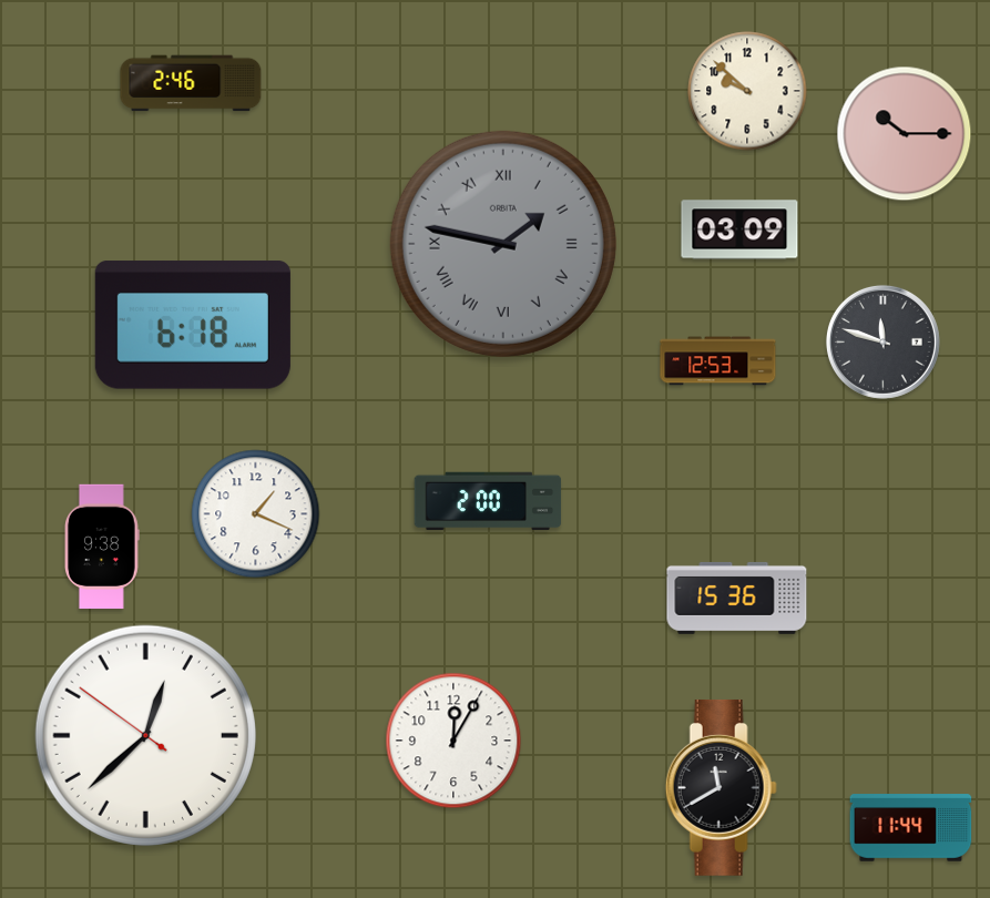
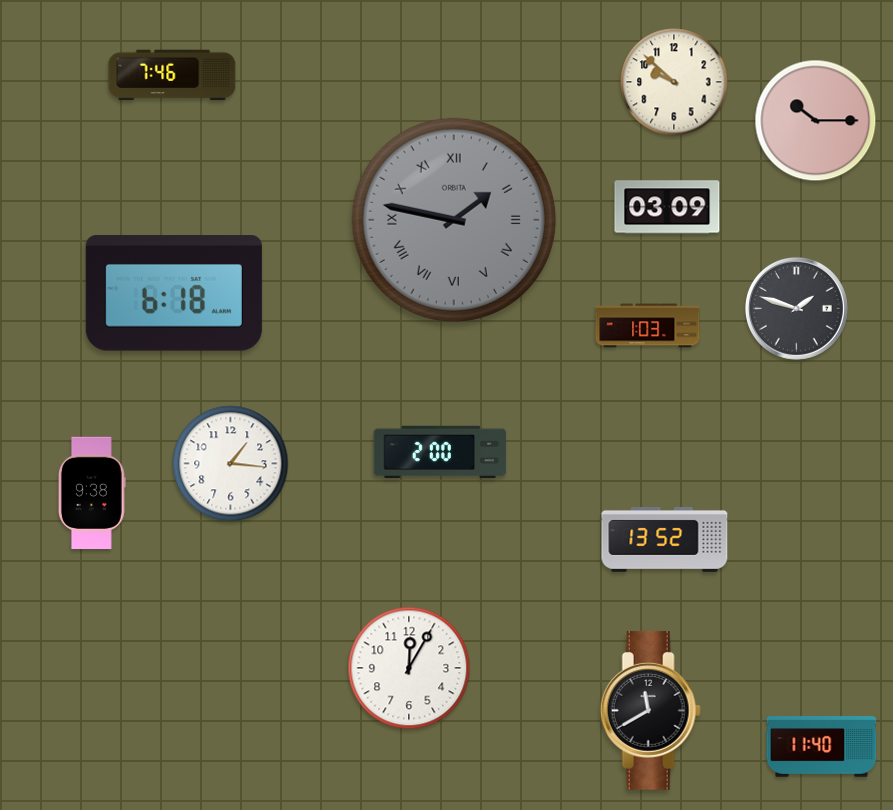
clock at (191, 83): 2:46 -> 7:46
clock at (882, 341): 11:48 -> 1:48
clock at (718, 361): 12:53 -> 1:03
clock at (256, 514): 1:19 -> 1:16
clock at (737, 598): 15:36 -> 13:52
clock at (145, 735): 12:37 -> none
clock at (911, 828): 11:44 -> 11:40
